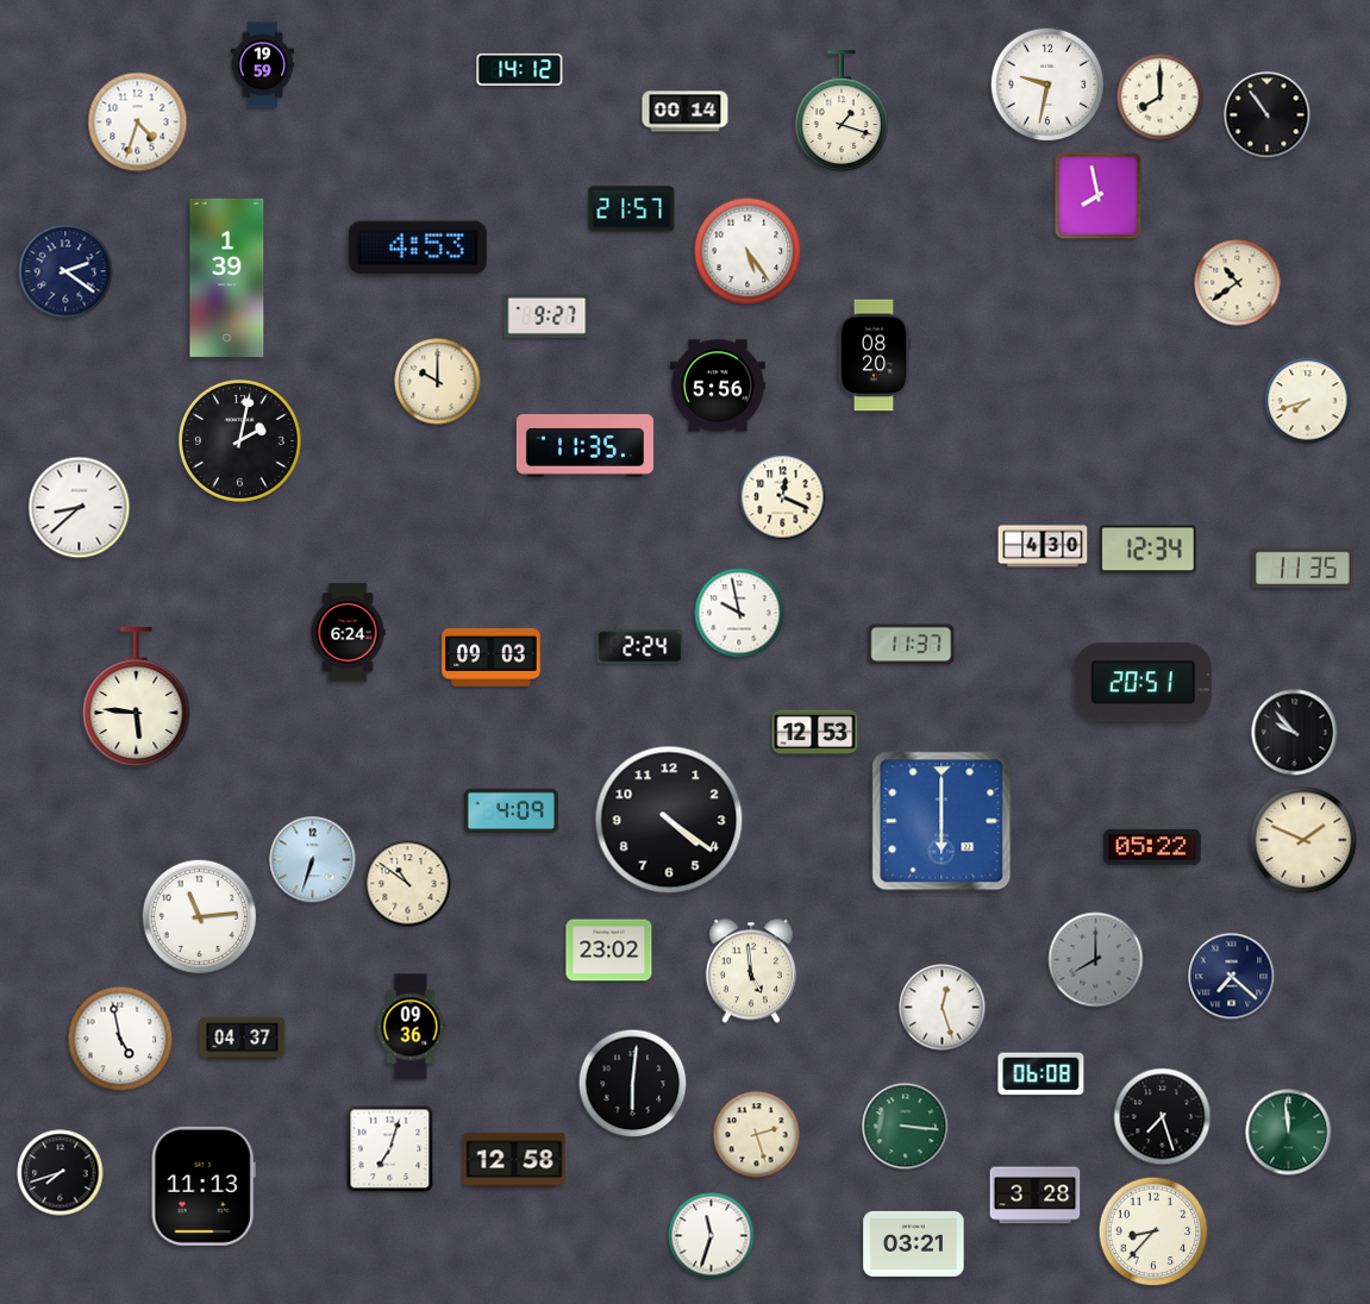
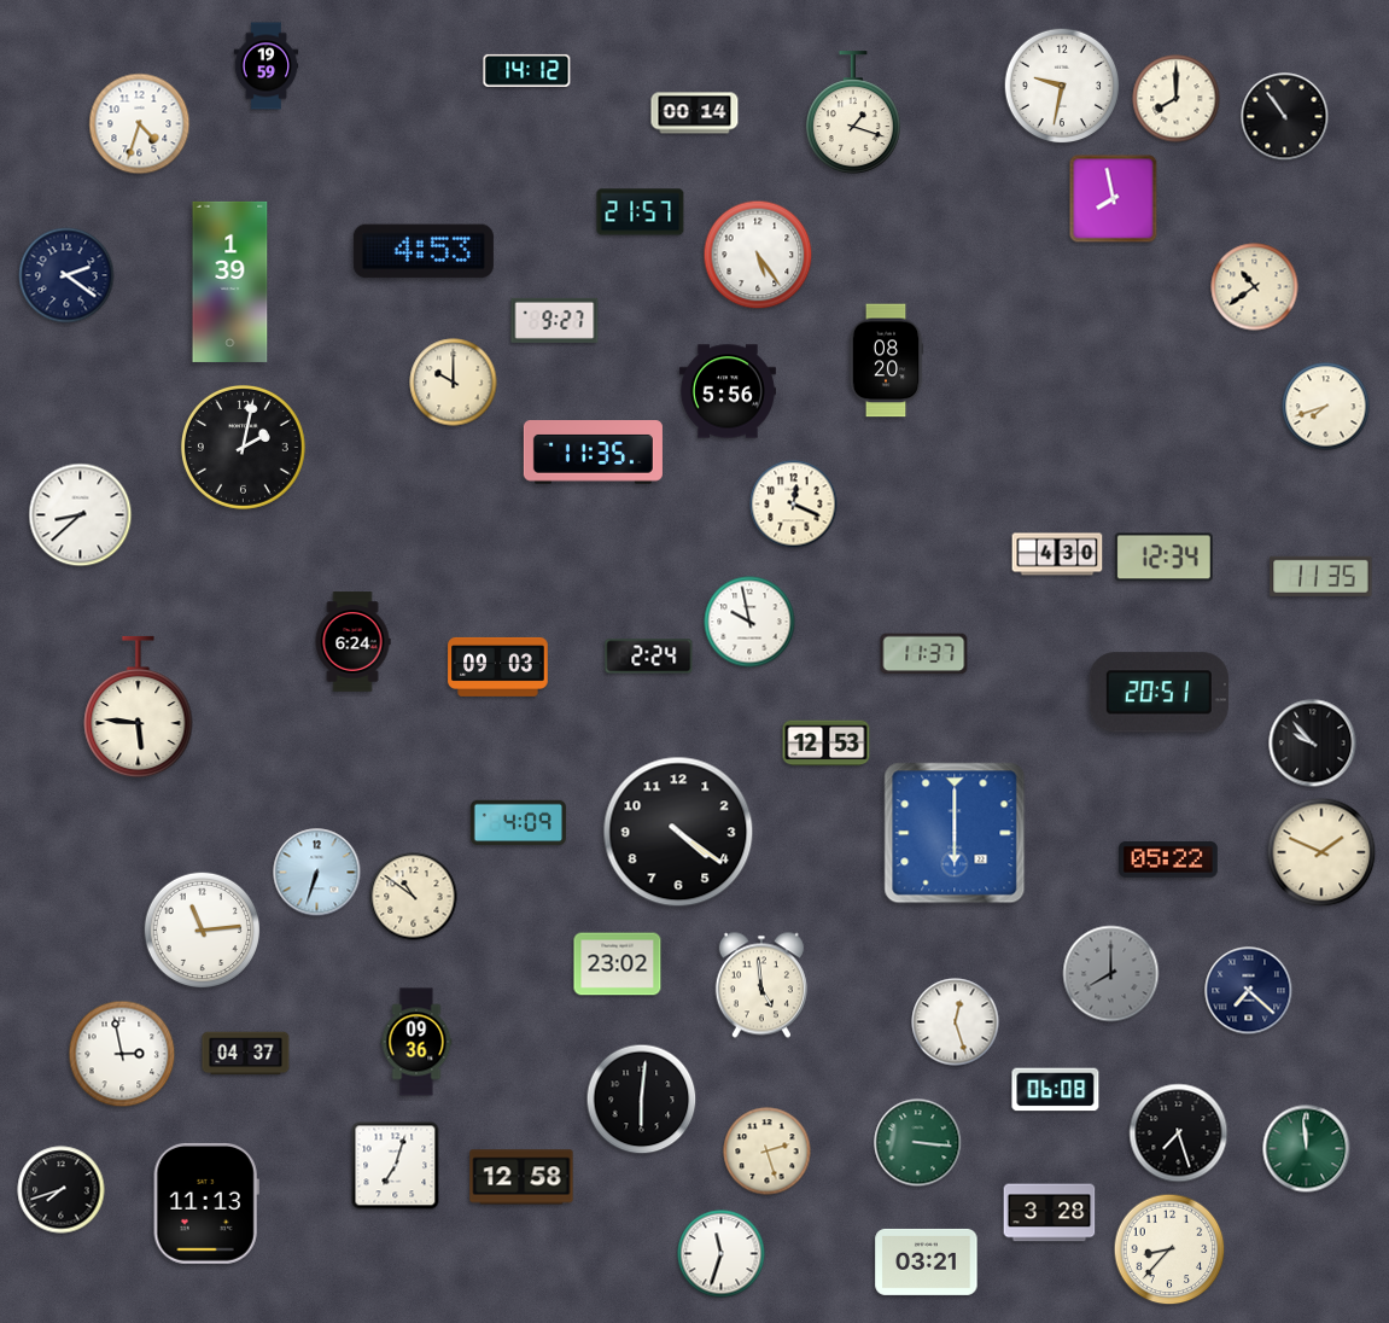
clock at (438, 382) position: (438, 382) -> (454, 383)
clock at (120, 1039): 4:58 -> 2:58
